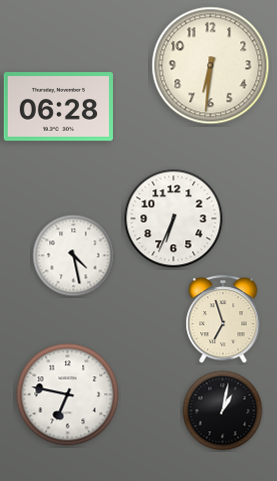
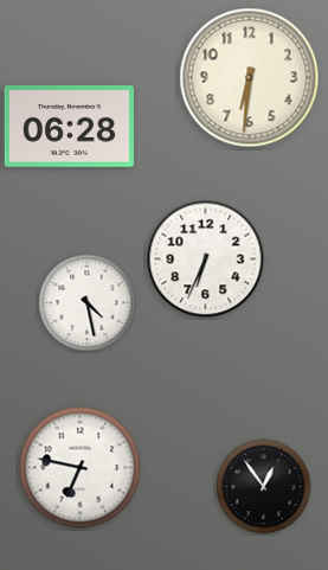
clock at (223, 320): 6:57 -> none
clock at (223, 411): 1:02 -> 12:54
